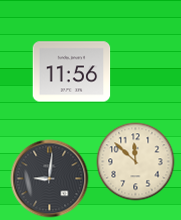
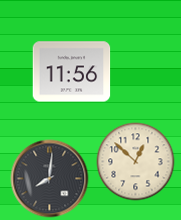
clock at (135, 161): 11:52 -> 12:52
clock at (49, 178): 9:01 -> 8:01
